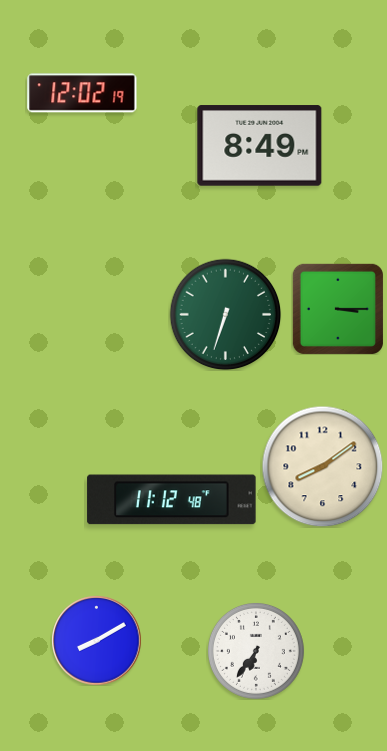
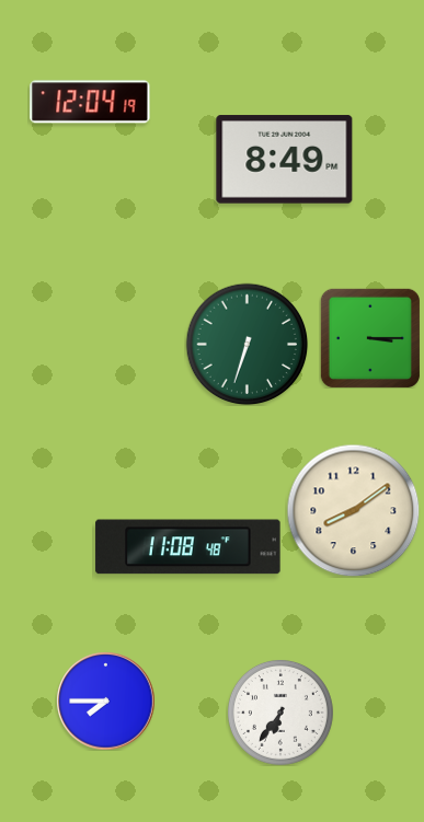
clock at (82, 93): 12:02 -> 12:04
clock at (172, 500): 11:12 -> 11:08
clock at (96, 640): 8:10 -> 7:45
